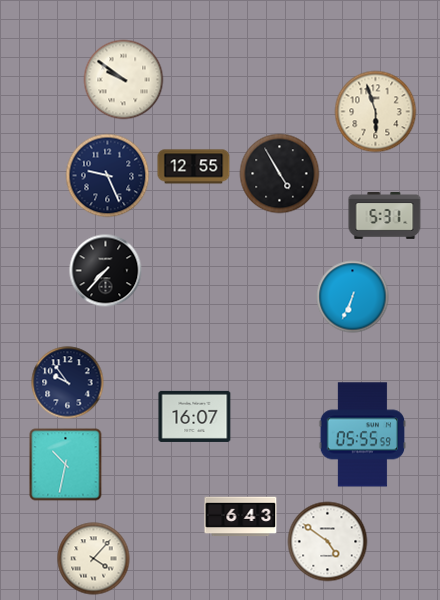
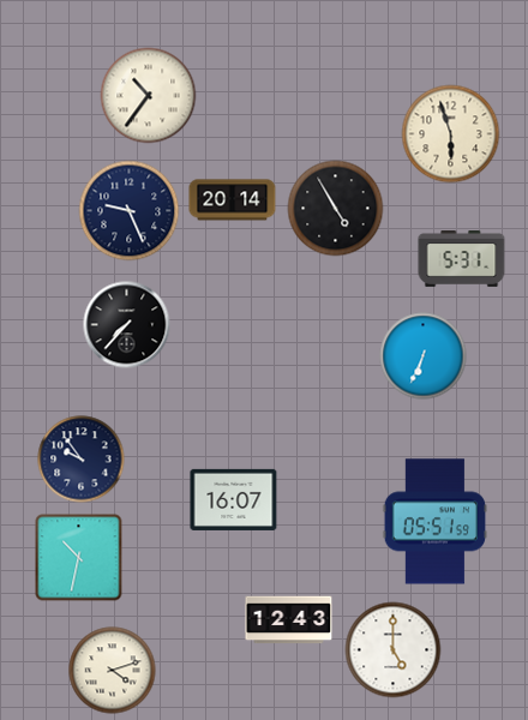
clock at (124, 80): 9:51 -> 10:36
clock at (194, 167): 12:55 -> 20:14
clock at (363, 435): 05:55 -> 05:51
clock at (241, 517): 6:43 -> 12:43
clock at (328, 542): 4:51 -> 5:00
clock at (94, 559): 4:07 -> 4:12
